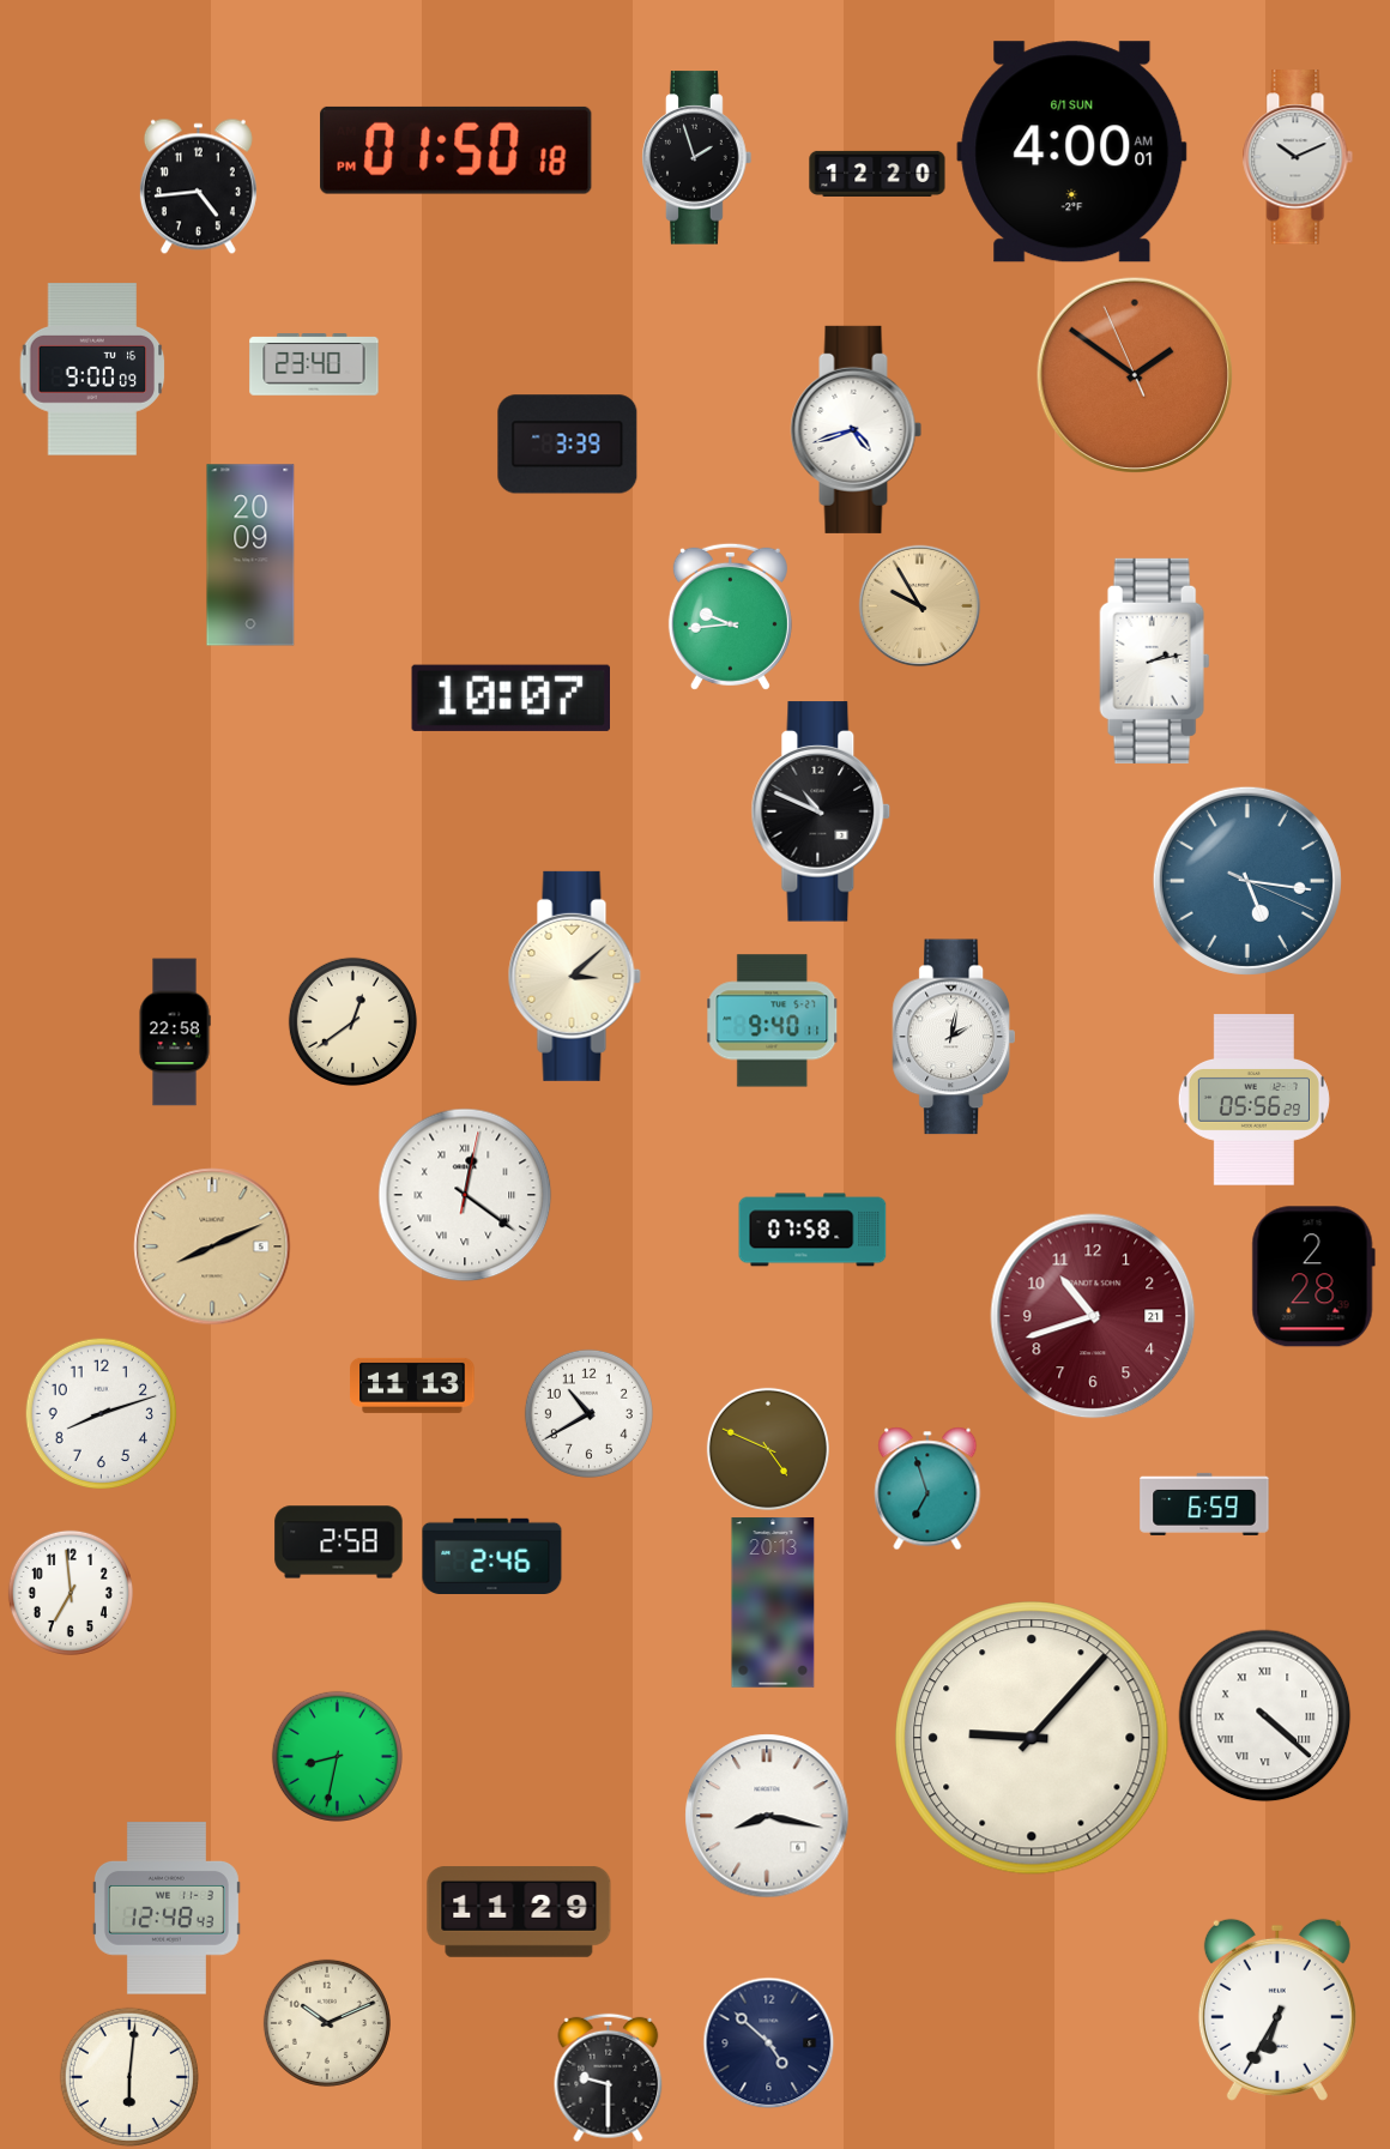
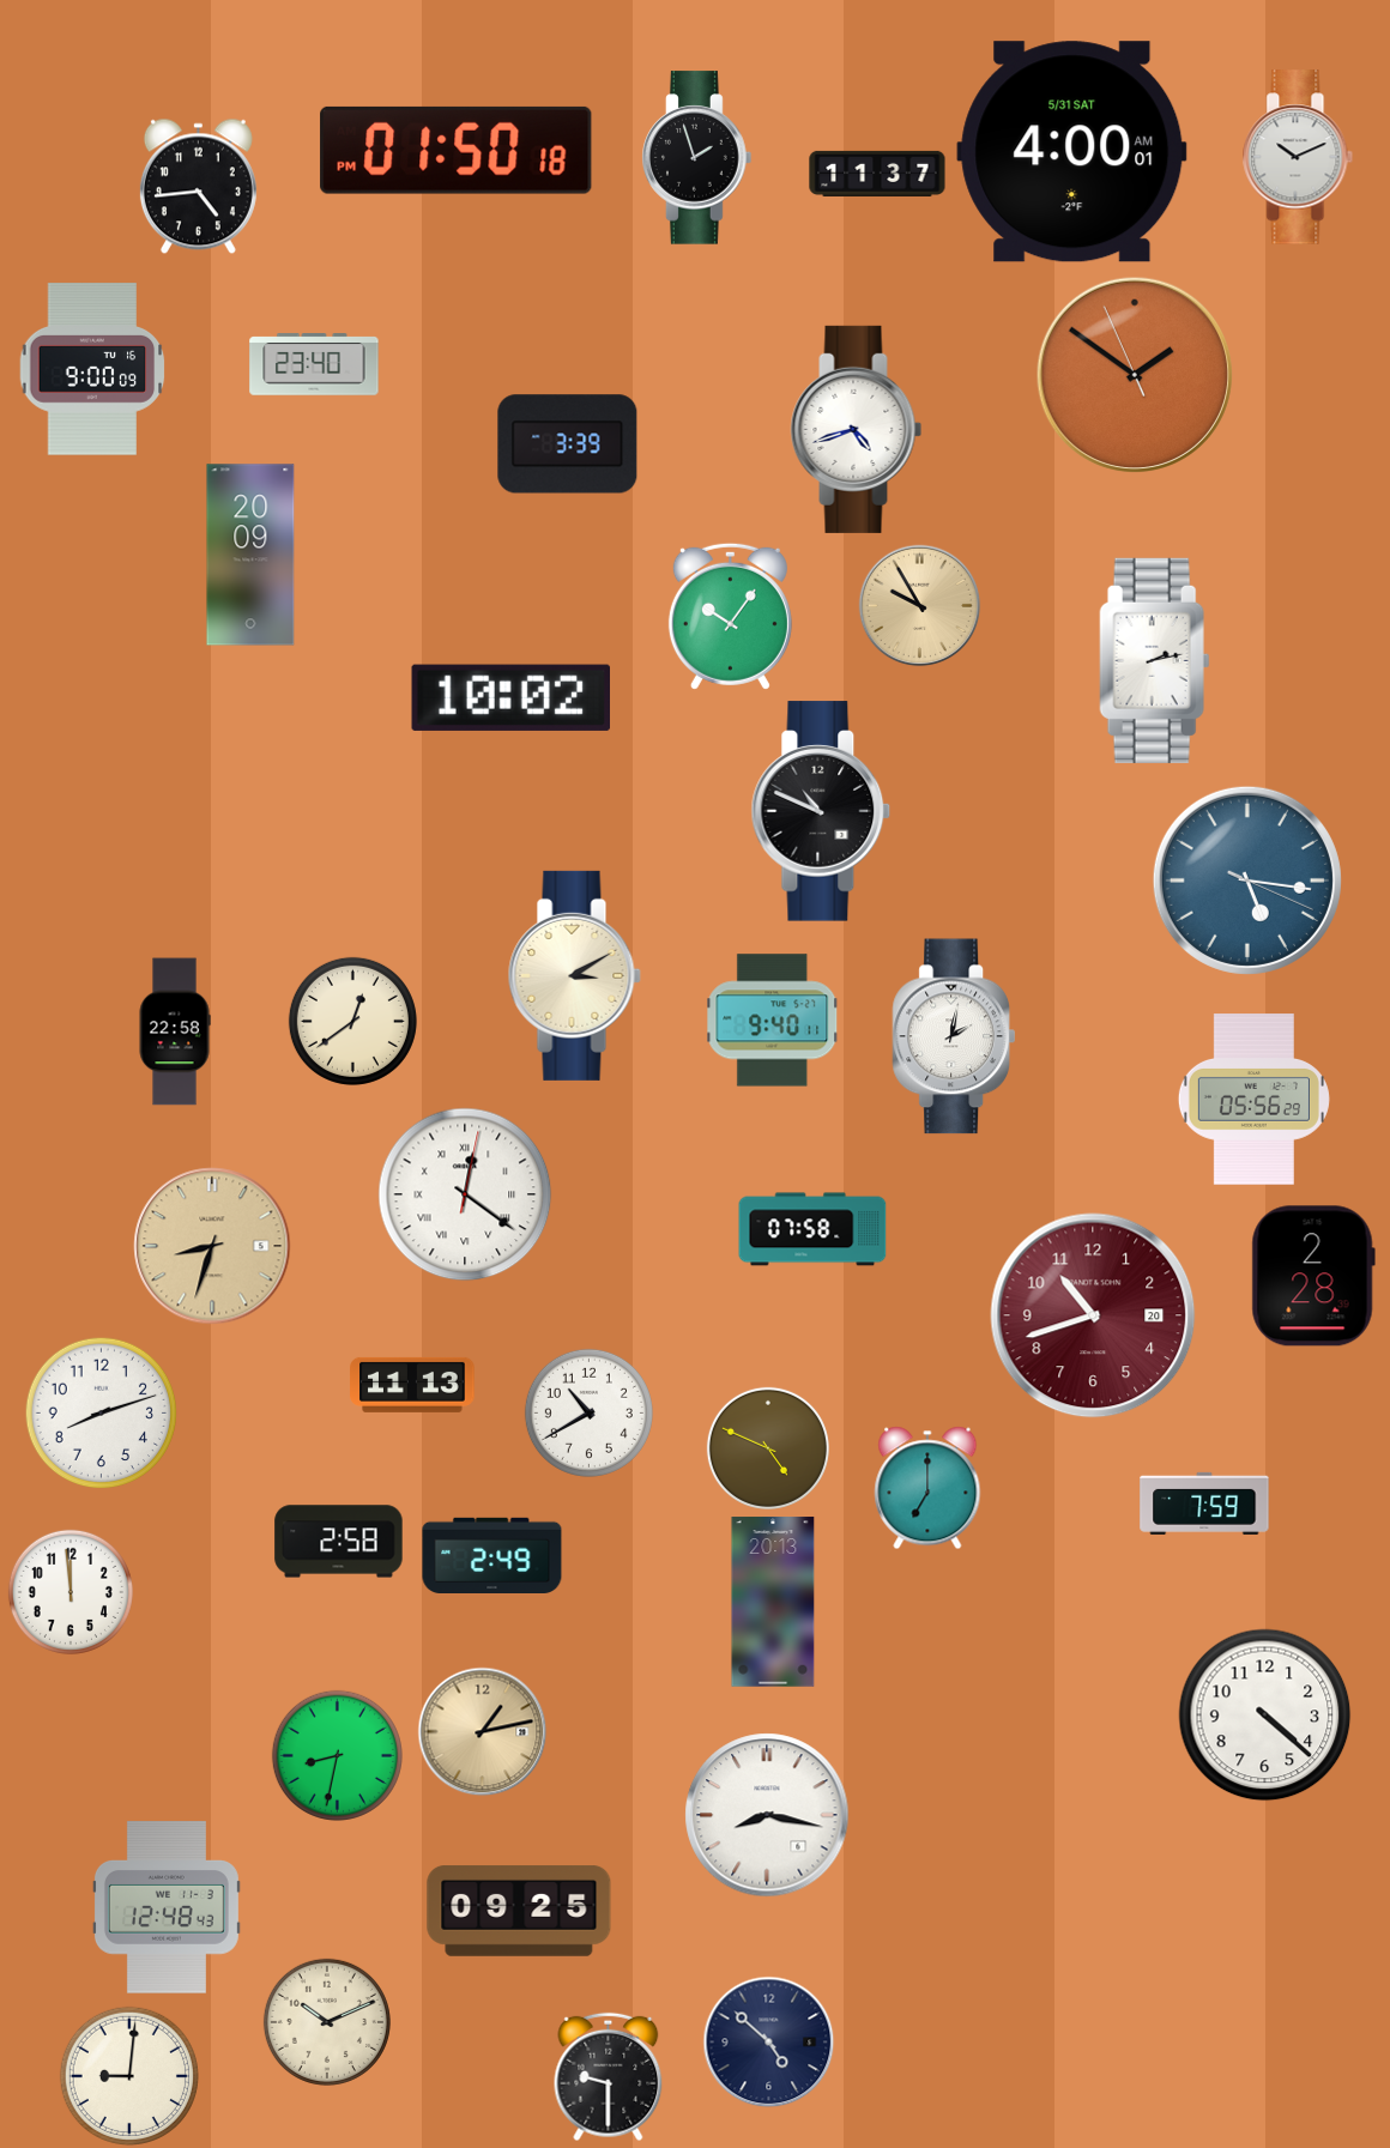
clock at (1072, 152) date: 6/1 SUN -> 5/31 SAT
clock at (877, 174): 12:20 -> 11:37
clock at (730, 616): 9:44 -> 10:06
clock at (510, 698): 10:07 -> 10:02
clock at (574, 976): 3:08 -> 3:10
clock at (212, 1246): 8:11 -> 8:33
clock at (1093, 1316) date: 21 -> 20
clock at (927, 1489): 6:57 -> 7:00
clock at (1204, 1504): 6:59 -> 7:59
clock at (492, 1556): 2:46 -> 2:49
clock at (71, 1593): 6:59 -> 11:59
clock at (1265, 1716) numerals: Roman -> Arabic
clock at (483, 1732): none -> 1:13
clock at (1032, 1738): 9:07 -> none
clock at (519, 1913): 11:29 -> 09:25
clock at (1277, 2010): 6:35 -> none
clock at (128, 2077): 6:01 -> 9:01
